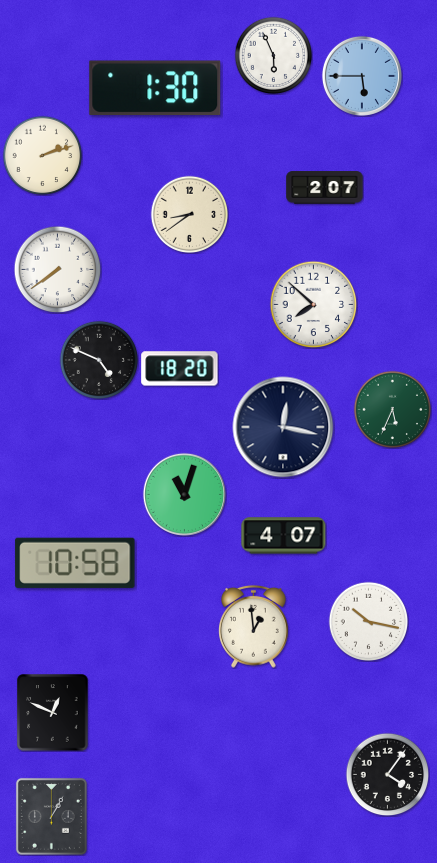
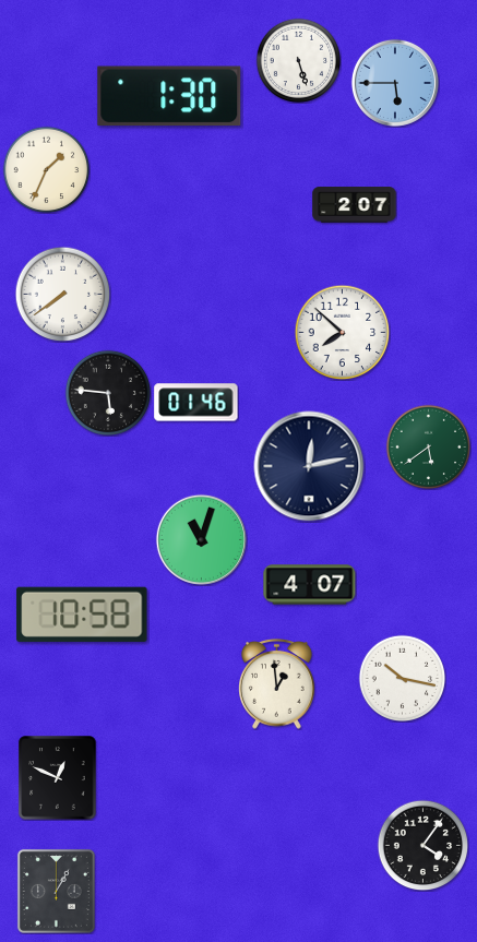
clock at (273, 55): 5:56 -> 5:27
clock at (42, 155): 2:12 -> 1:34
clock at (189, 214): 8:39 -> none
clock at (99, 360): 4:49 -> 5:46
clock at (180, 369): 18:20 -> 01:46
clock at (392, 409): 5:34 -> 5:39
clock at (283, 427): 12:17 -> 12:13
